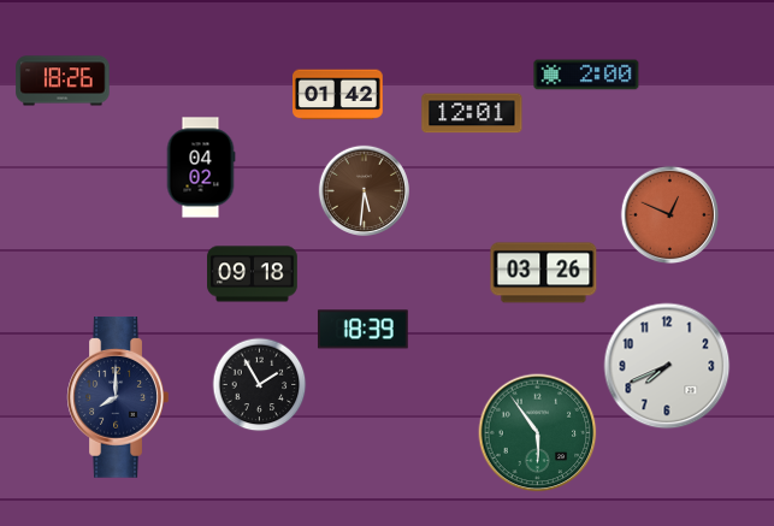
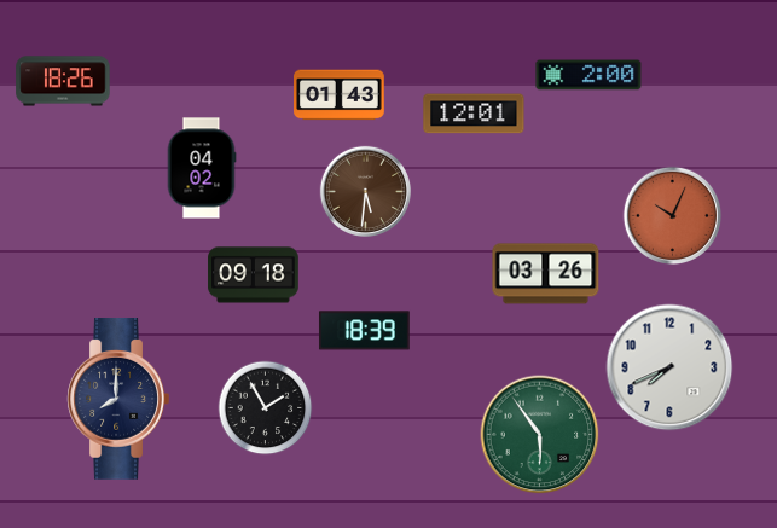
clock at (338, 95): 01:42 -> 01:43
clock at (670, 215): 12:49 -> 10:04
clock at (260, 385) position: (260, 385) -> (266, 408)
